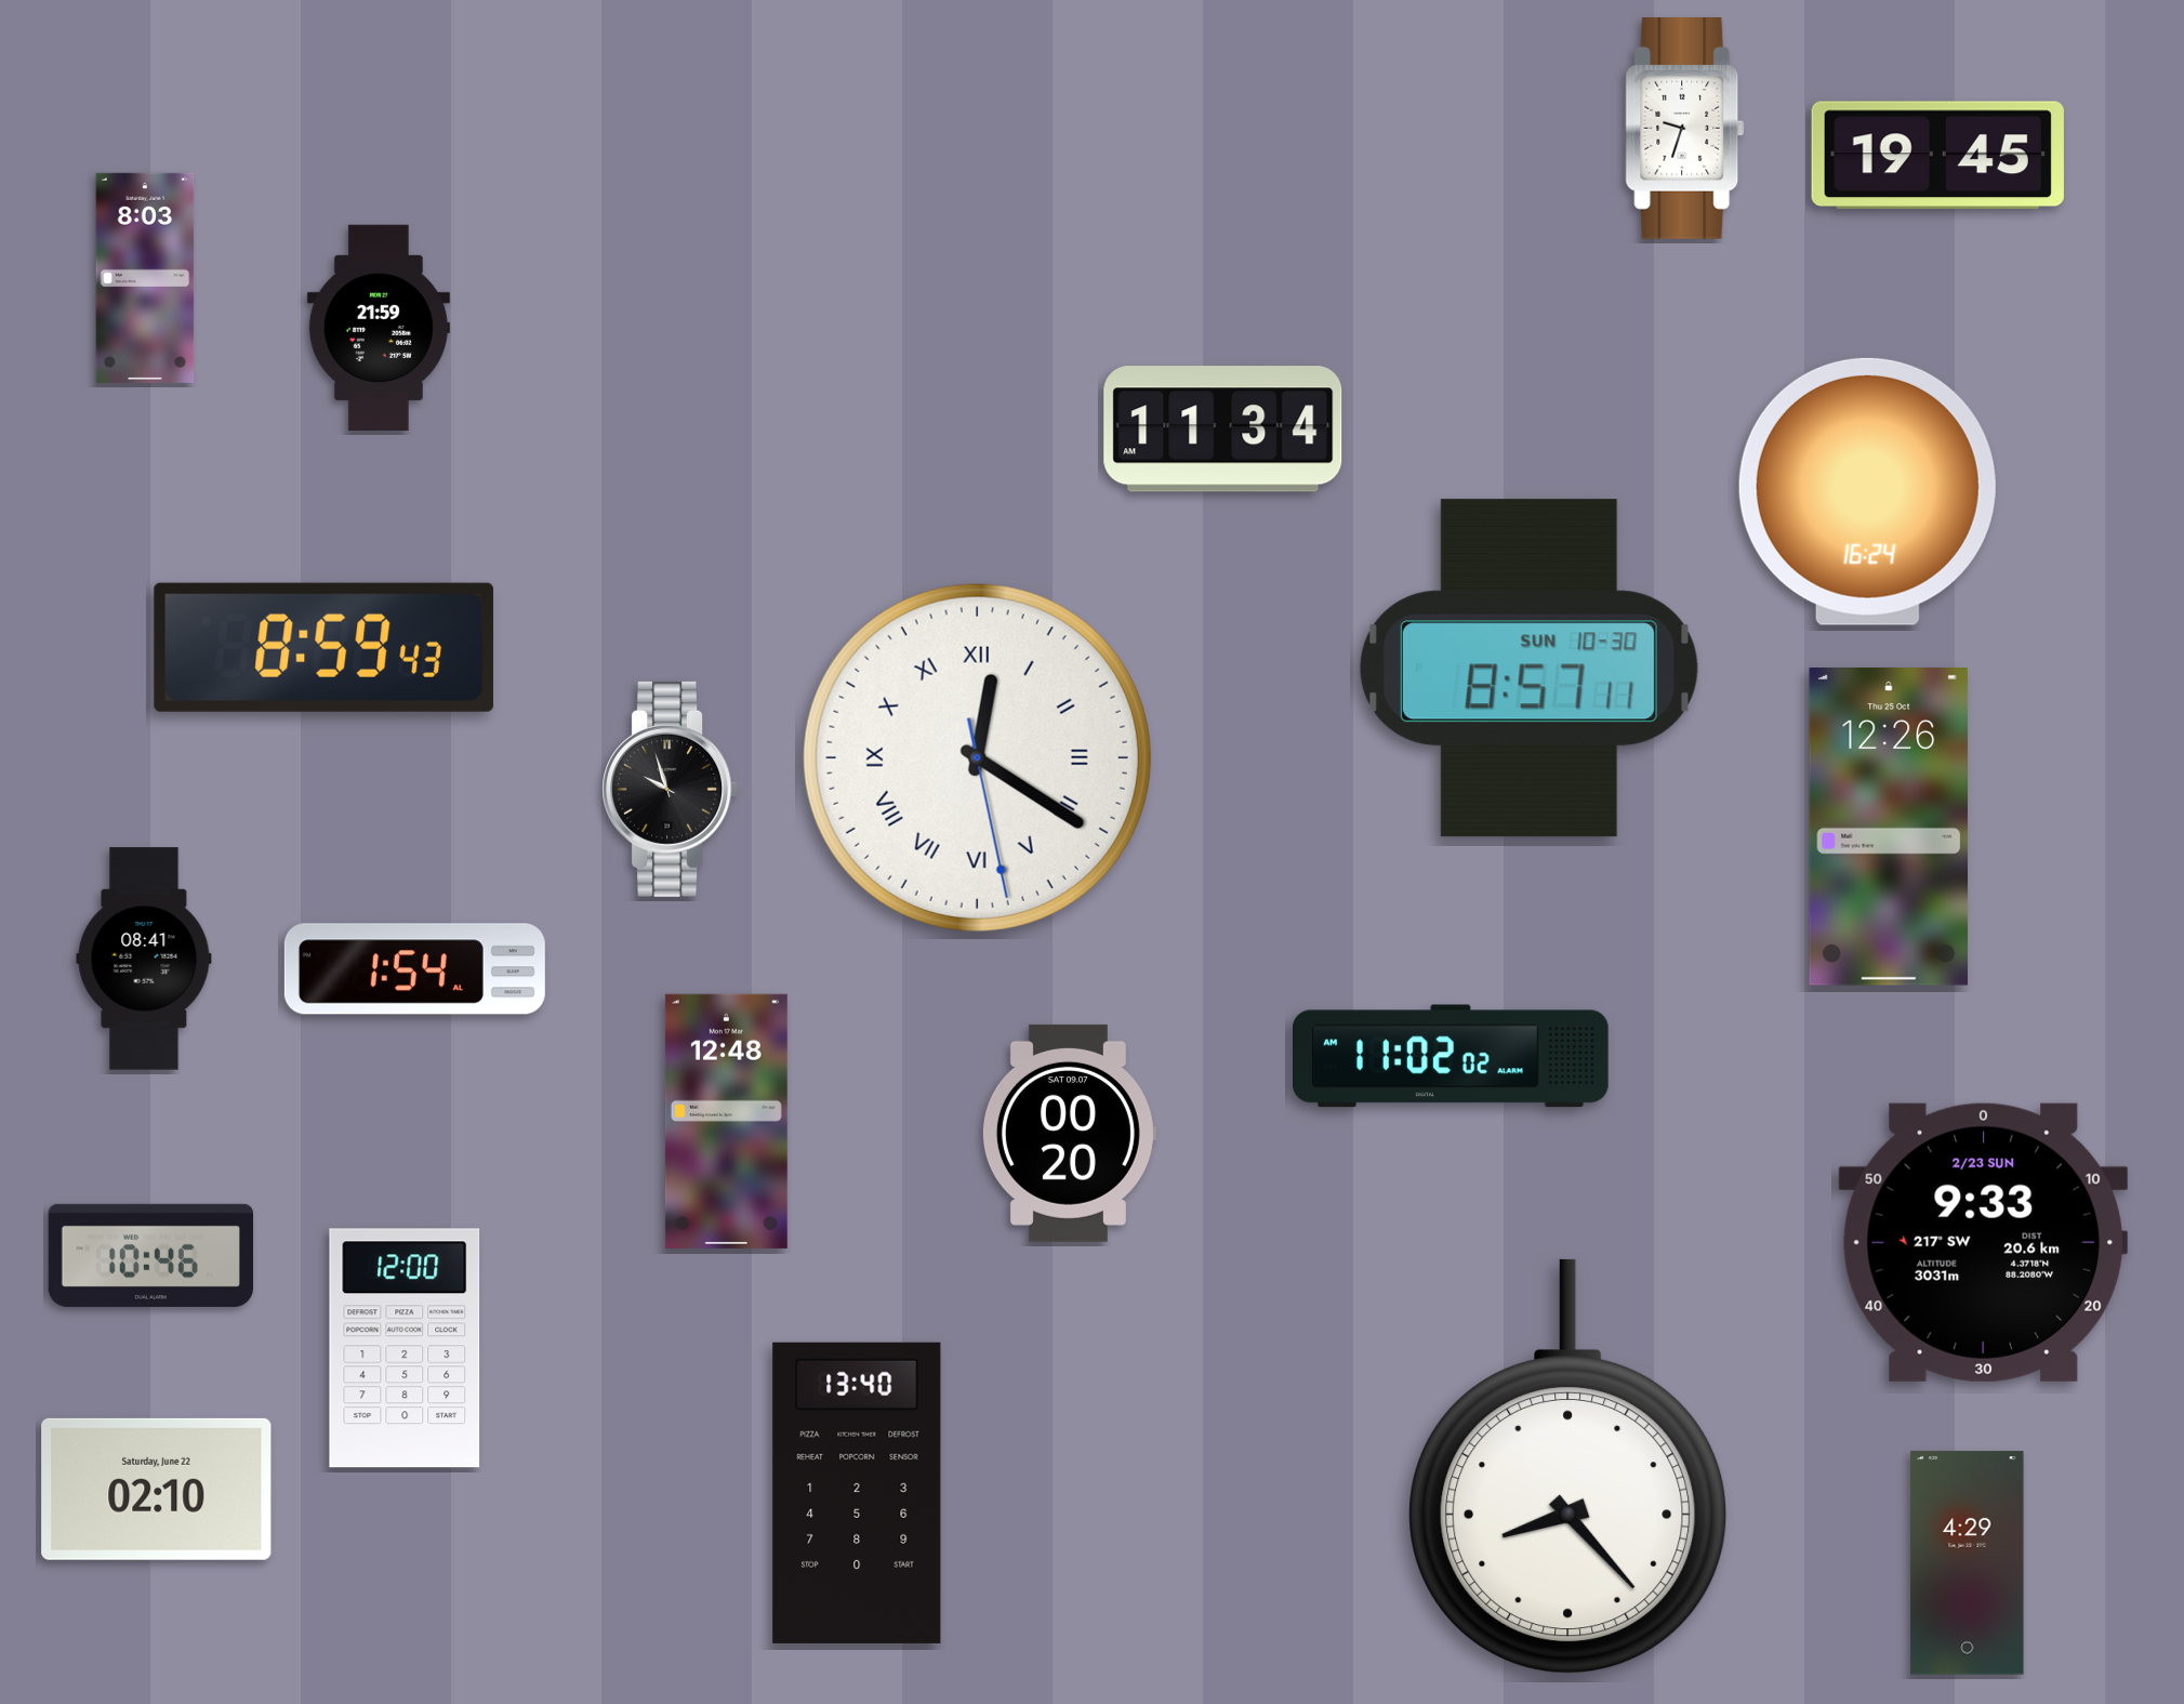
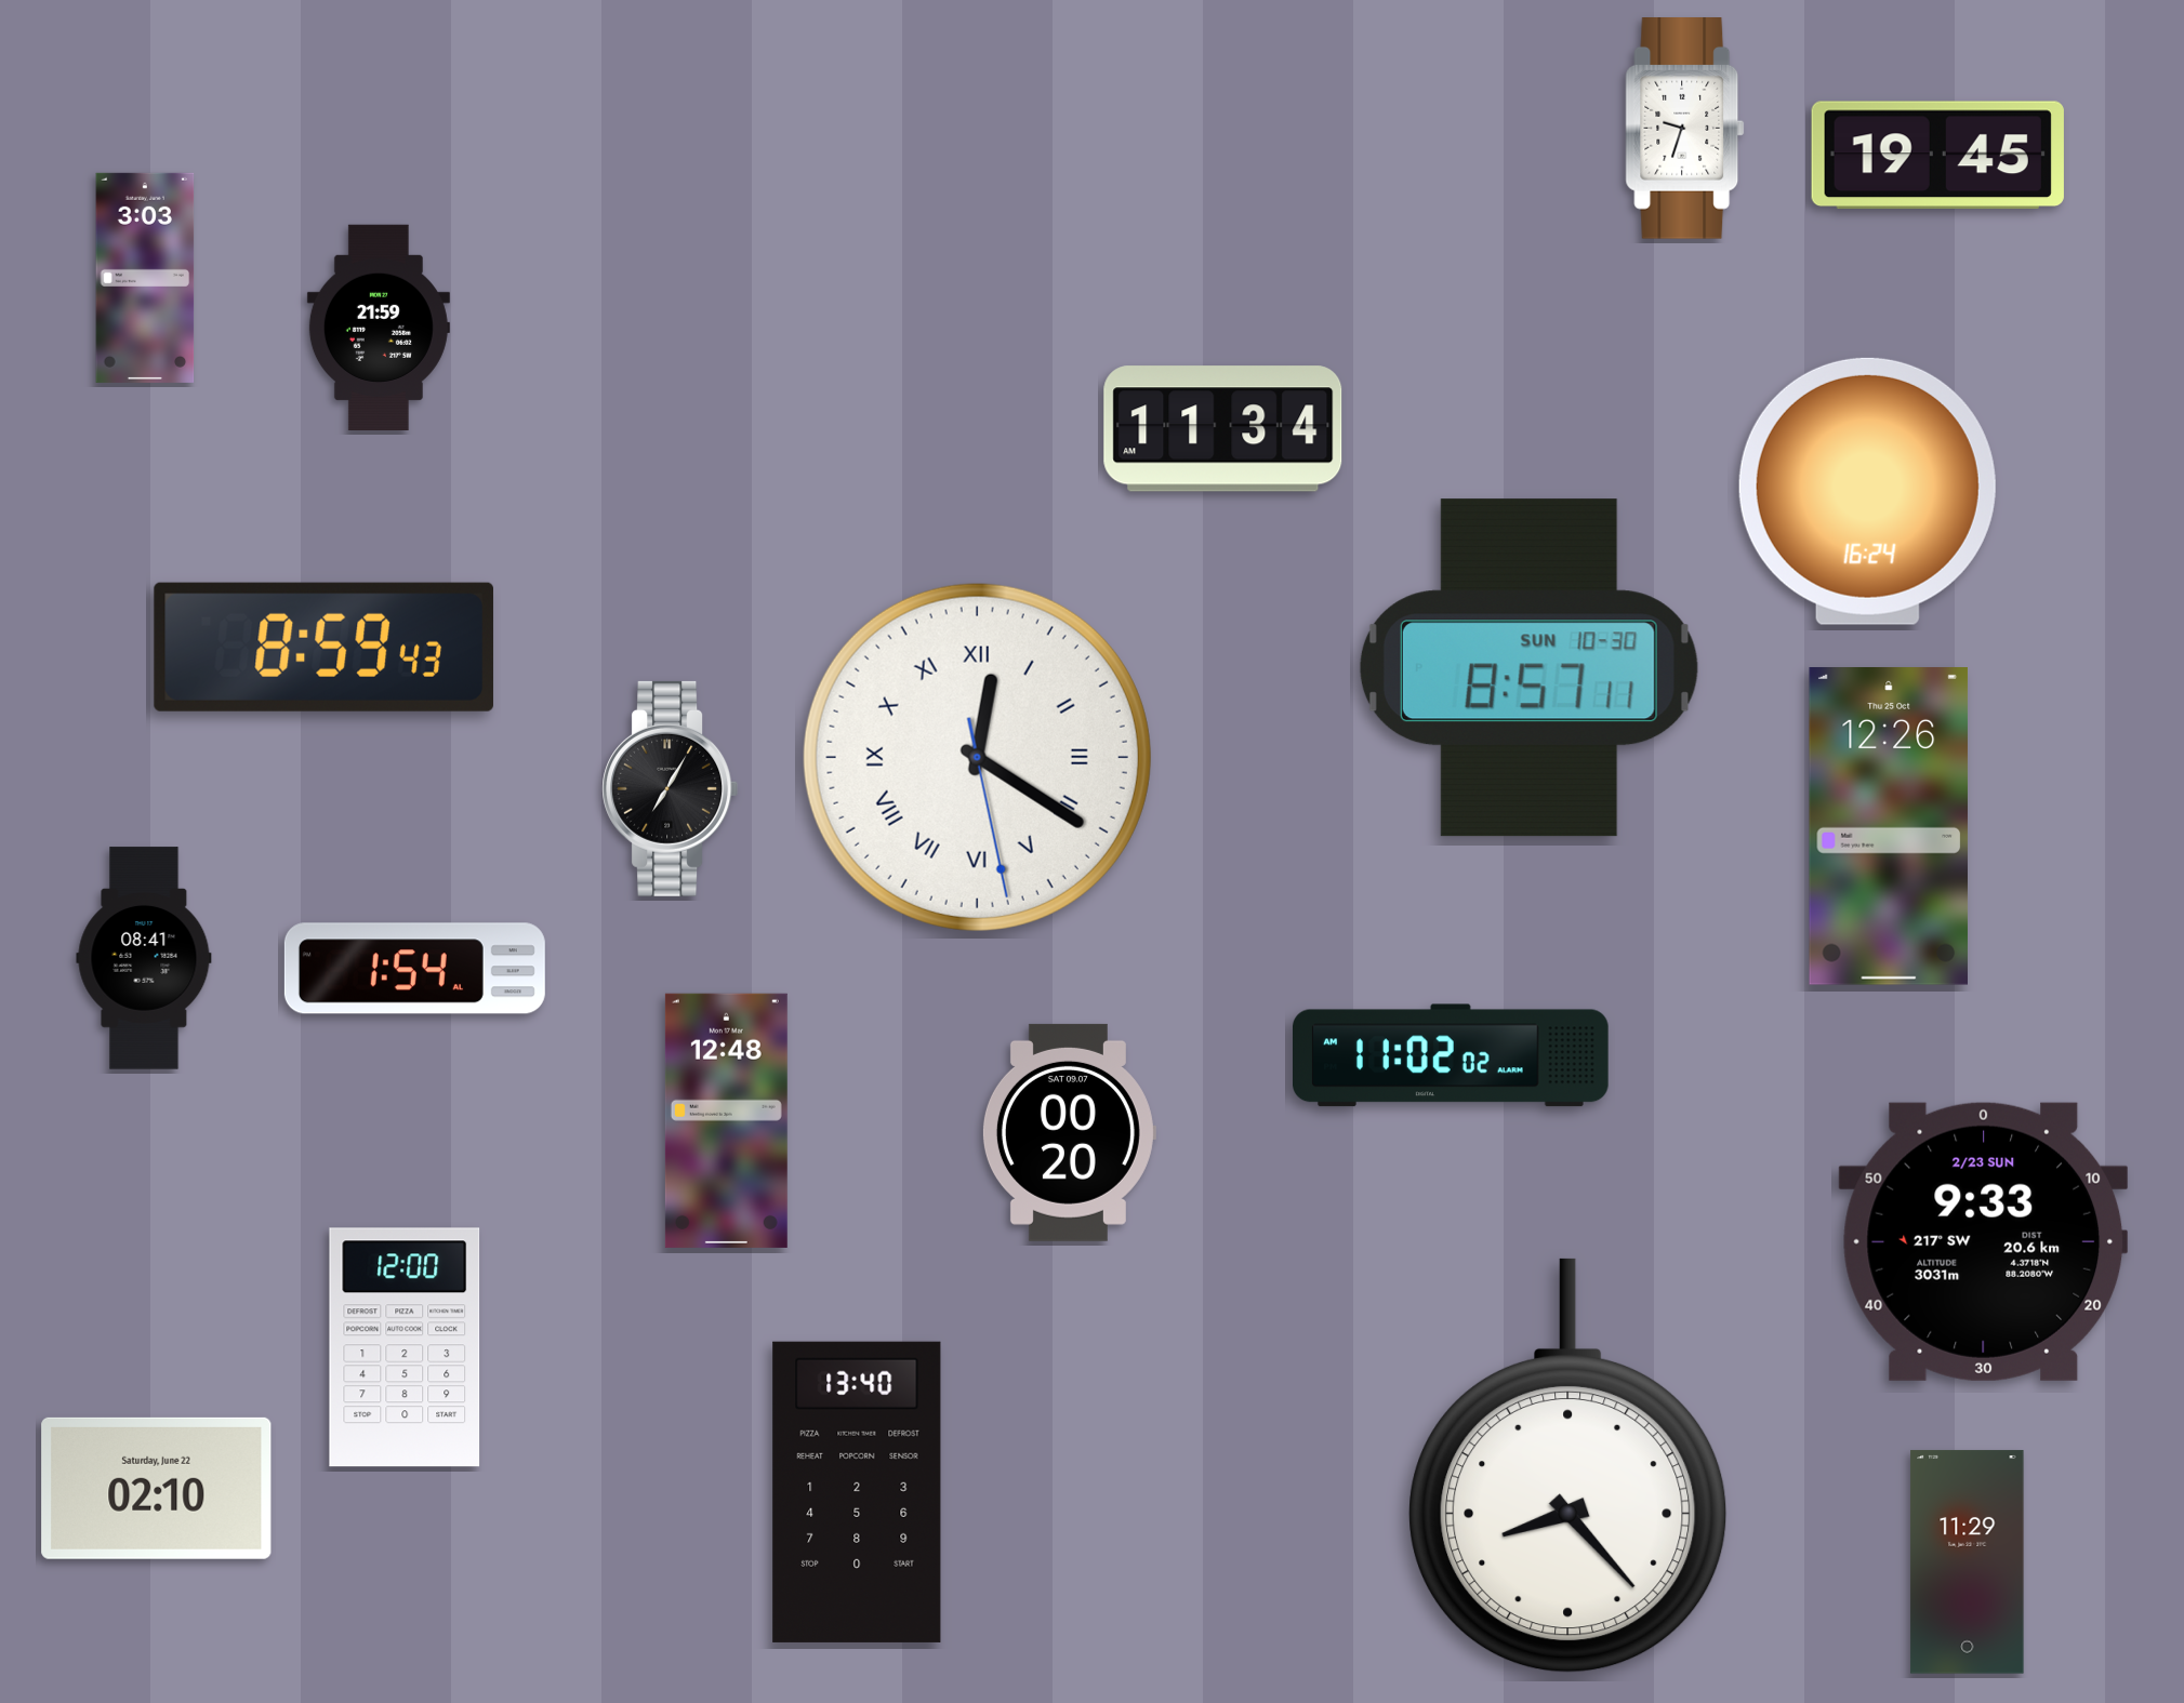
clock at (145, 278): 8:03 -> 3:03
clock at (671, 789): 9:57 -> 7:05
clock at (150, 1255): 10:46 -> none
clock at (1968, 1563): 4:29 -> 11:29
